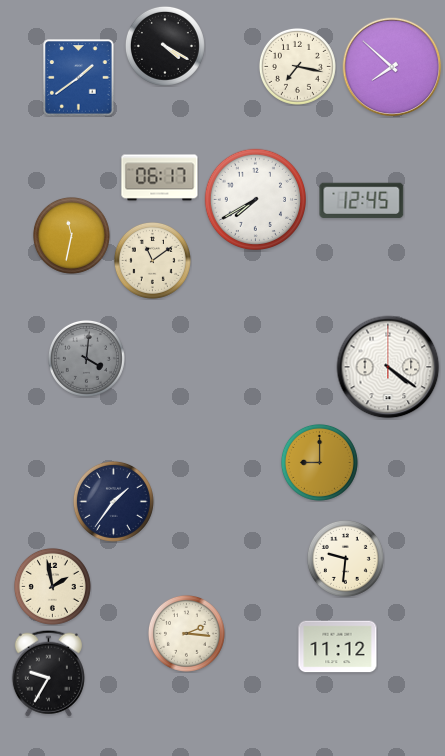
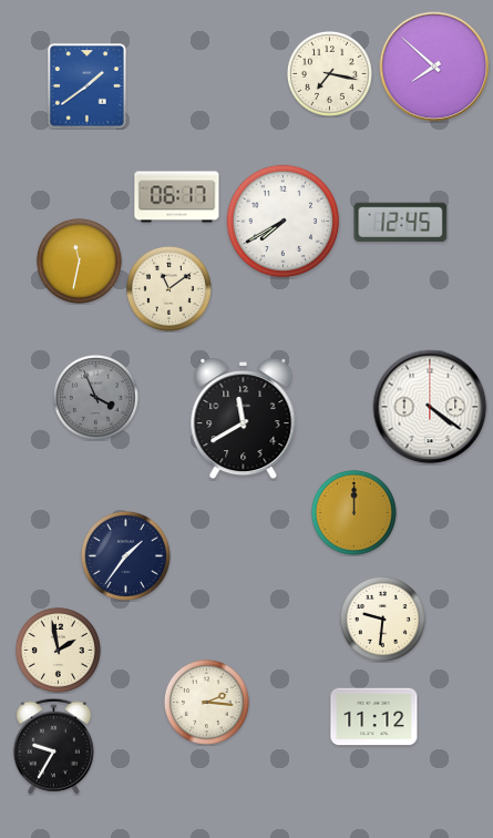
clock at (165, 46): 4:20 -> none
clock at (392, 67) position: (392, 67) -> (434, 67)
clock at (86, 358): 4:01 -> 3:56
clock at (244, 420): none -> 11:40
clock at (319, 462): 9:00 -> 12:00
